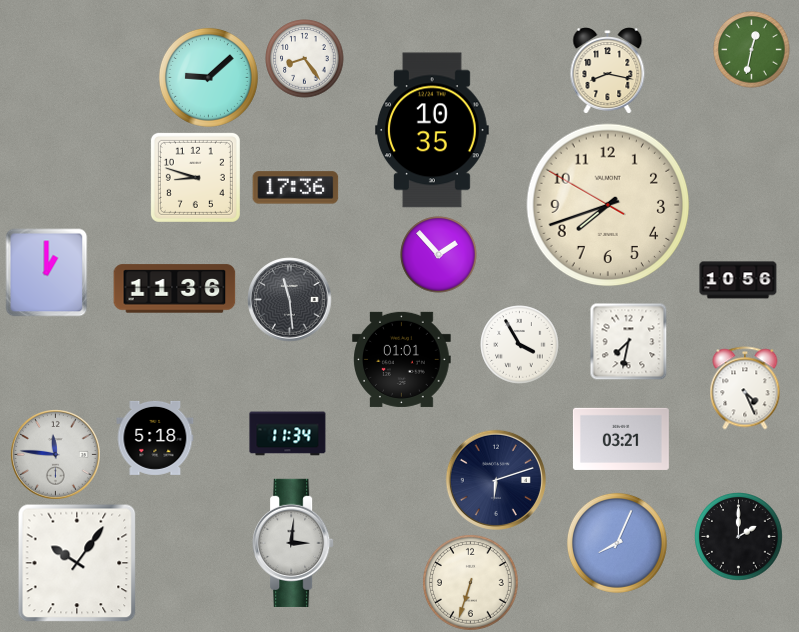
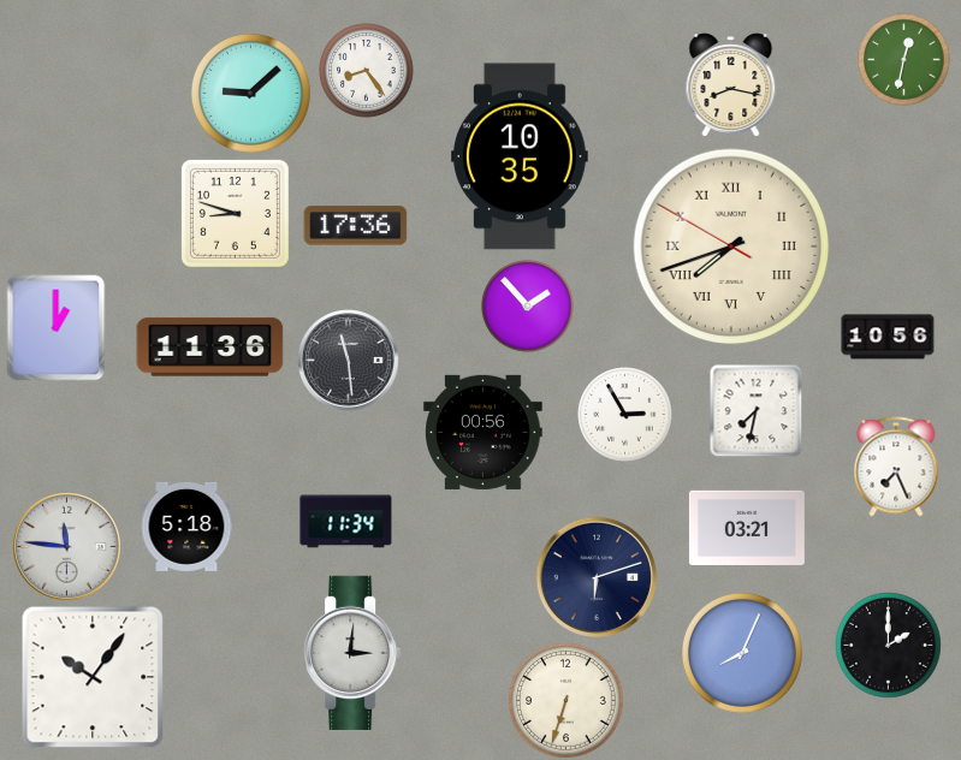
clock at (608, 205) numerals: Arabic -> Roman
clock at (520, 345): 3:55 -> 2:55
clock at (402, 359): 01:01 -> 00:56
clock at (745, 388): 4:26 -> 7:26
